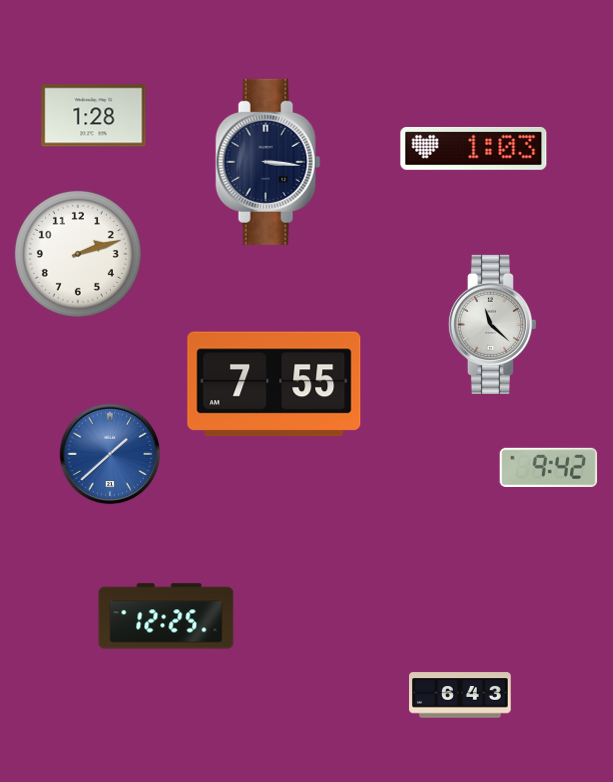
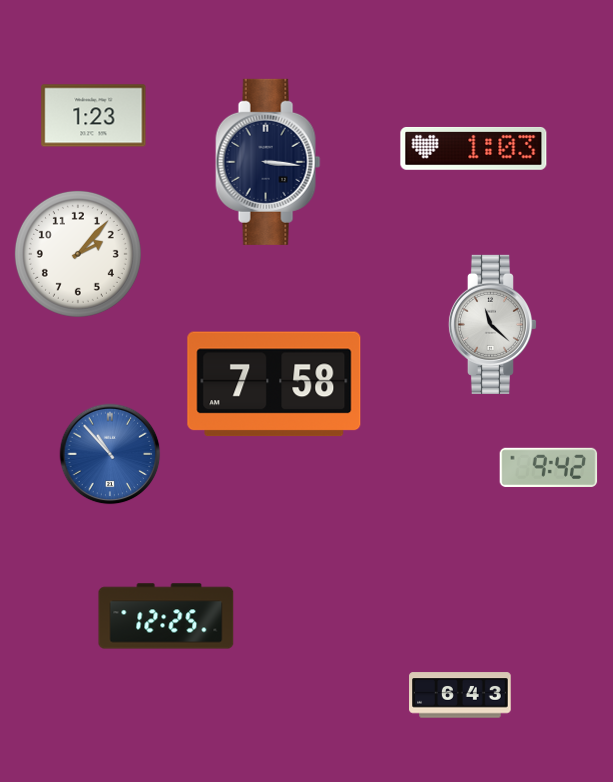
clock at (94, 116): 1:28 -> 1:23
clock at (78, 254): 2:12 -> 2:07
clock at (274, 384): 7:55 -> 7:58
clock at (110, 454): 1:38 -> 10:53
